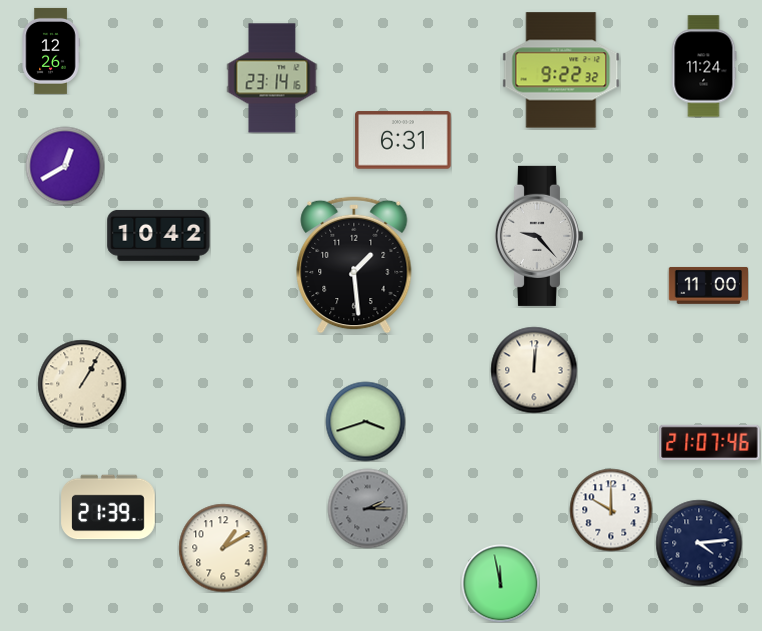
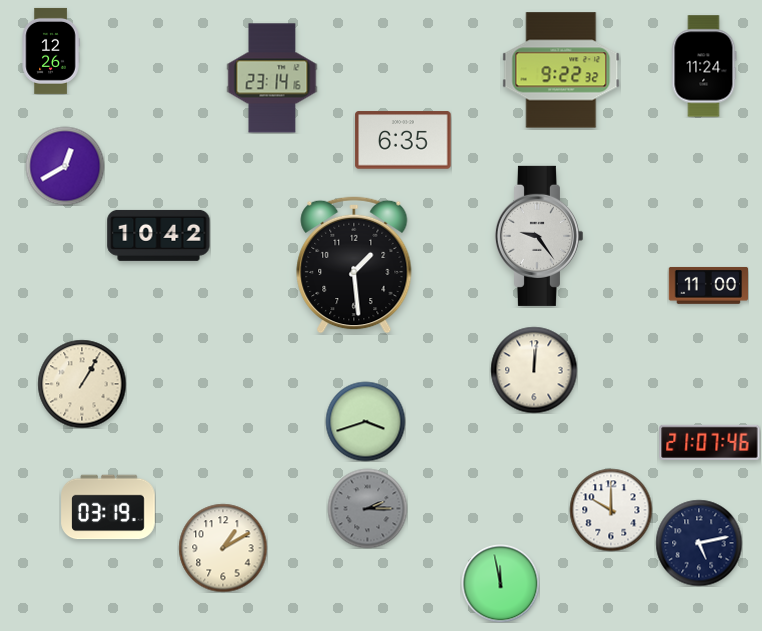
clock at (403, 140): 6:31 -> 6:35
clock at (538, 236): 9:23 -> 9:24
clock at (108, 507): 21:39 -> 03:19
clock at (699, 543): 4:14 -> 5:13
